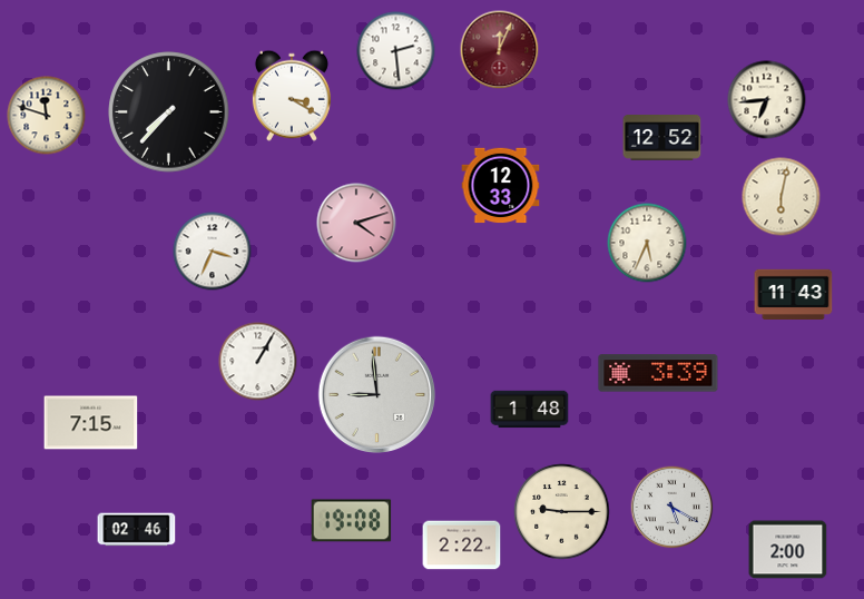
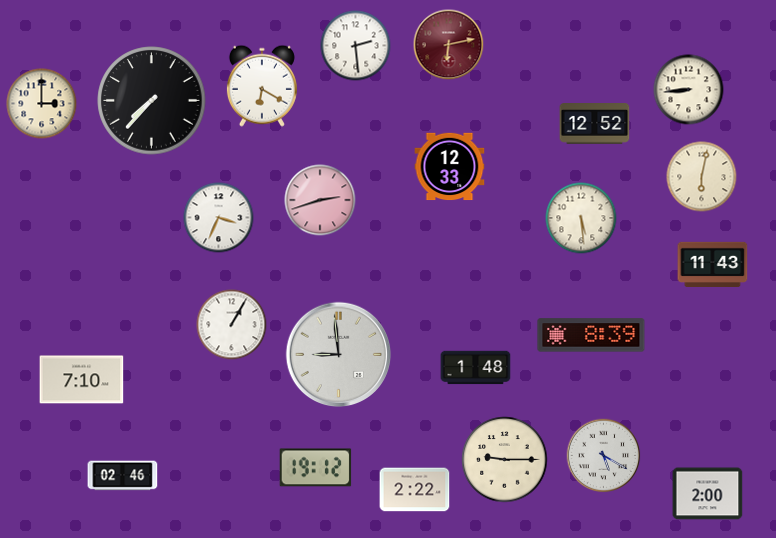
clock at (500, 50): 12:04 -> 6:13
clock at (292, 96): 3:20 -> 6:20
clock at (767, 100): 6:44 -> 8:44
clock at (47, 116): 11:48 -> 3:00
clock at (356, 223): 4:12 -> 2:42
clock at (647, 243): 5:34 -> 5:29
clock at (213, 252) position: (213, 252) -> (219, 218)
clock at (658, 373): 3:39 -> 8:39
clock at (91, 423): 7:15 -> 7:10
clock at (352, 521): 19:08 -> 19:12
